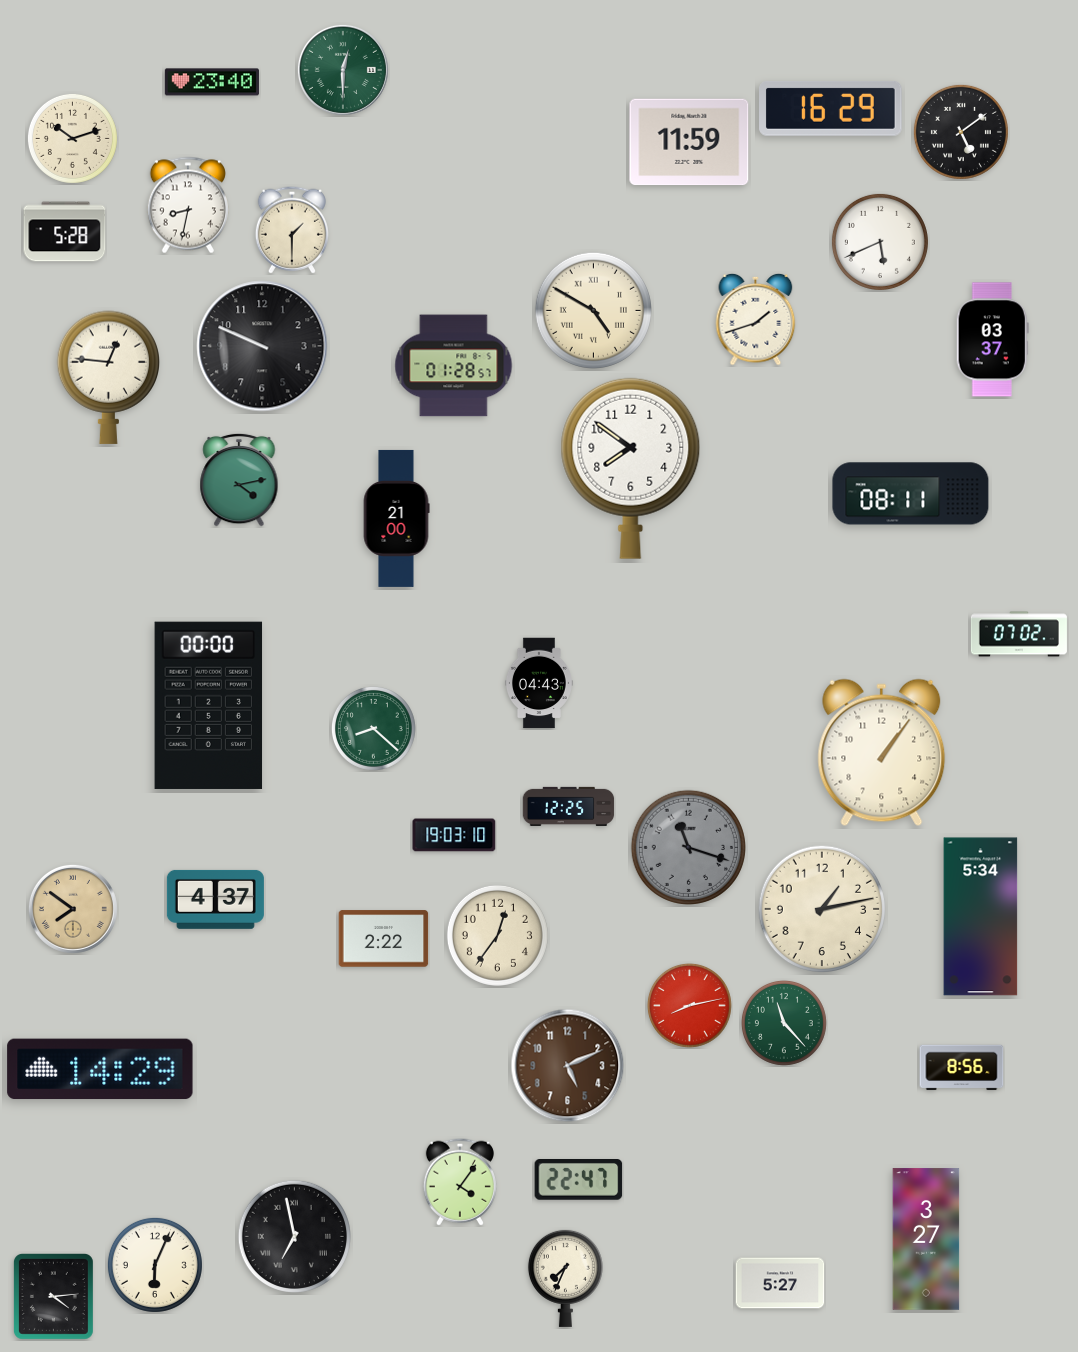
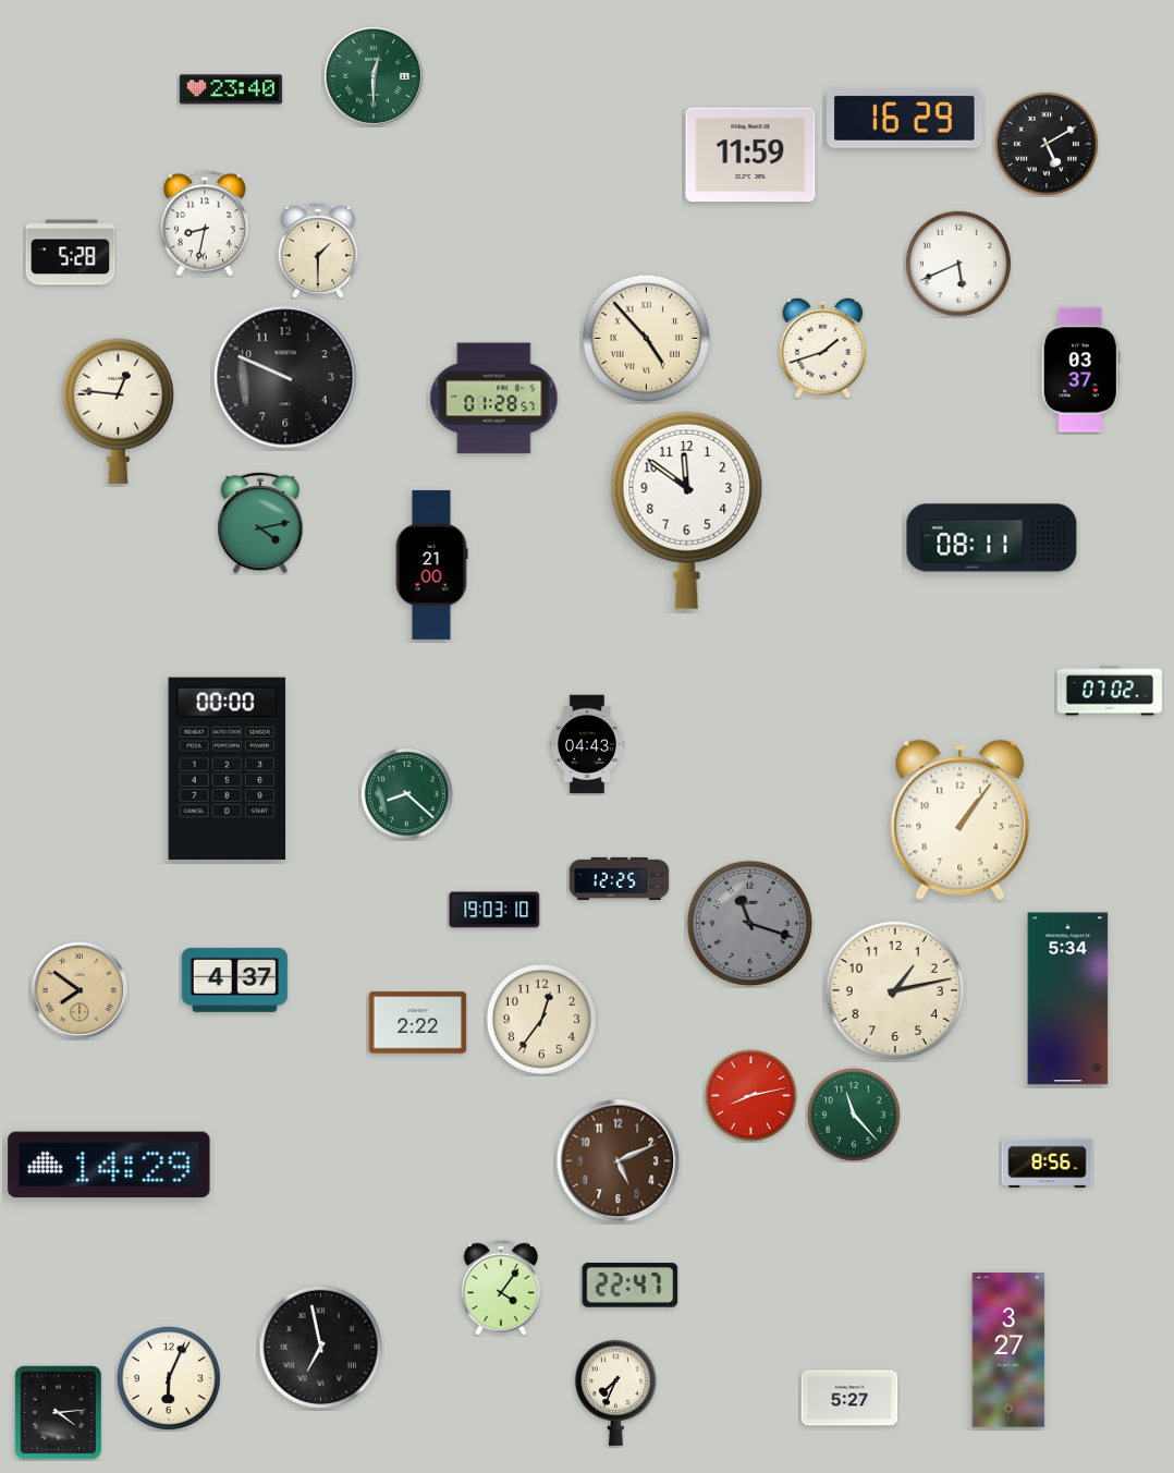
clock at (961, 132): 5:09 -> 5:10
clock at (72, 138): 10:12 -> none
clock at (593, 310): 4:50 -> 4:53
clock at (631, 468): 7:51 -> 11:51
